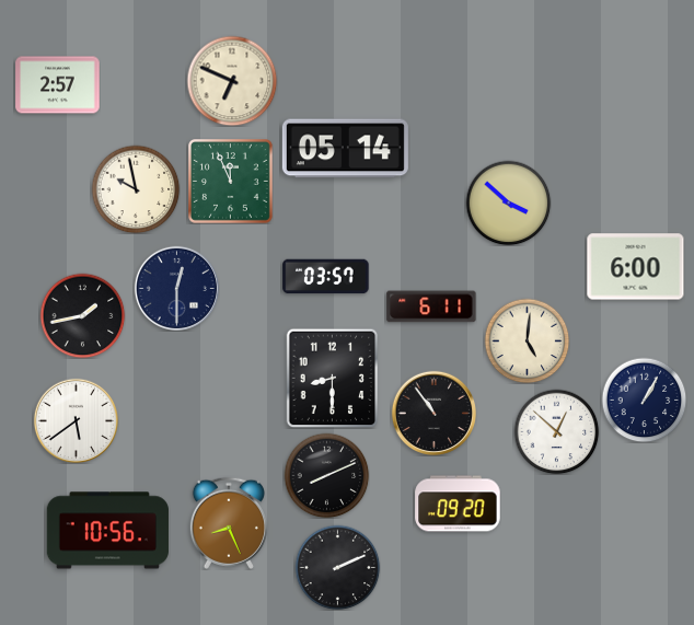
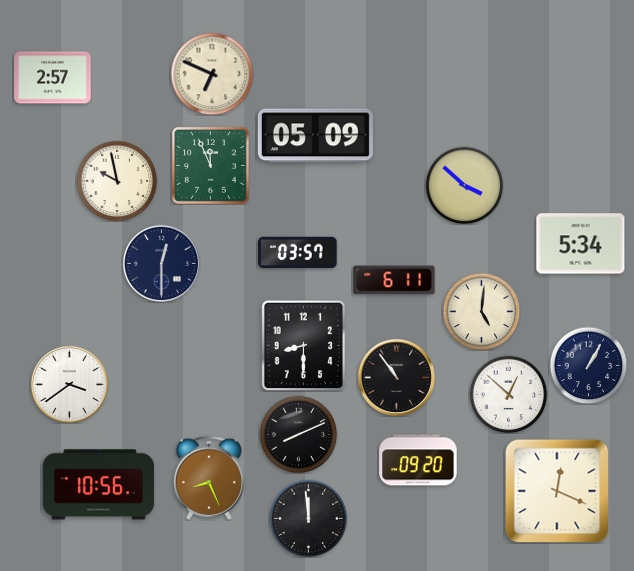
clock at (345, 149): 05:14 -> 05:09
clock at (136, 189) position: (136, 189) -> (117, 181)
clock at (636, 267): 6:00 -> 5:34
clock at (82, 315): 1:43 -> none
clock at (76, 420): 5:39 -> 3:39
clock at (557, 491): none -> 12:19
clock at (337, 567): 2:11 -> 11:59
